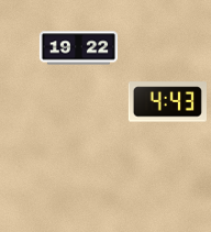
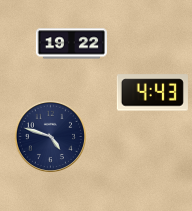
clock at (50, 136): none -> 4:48
